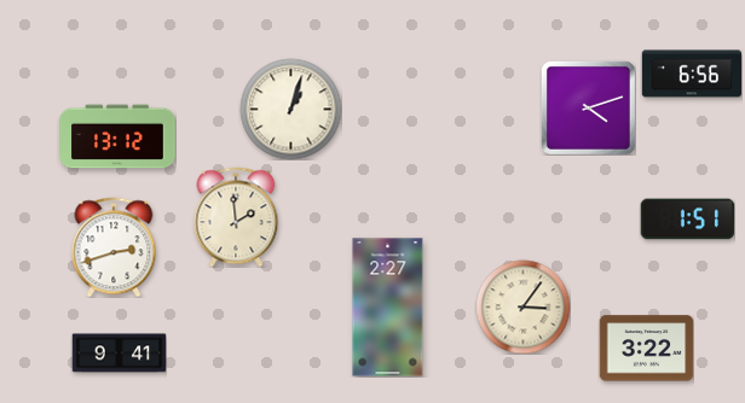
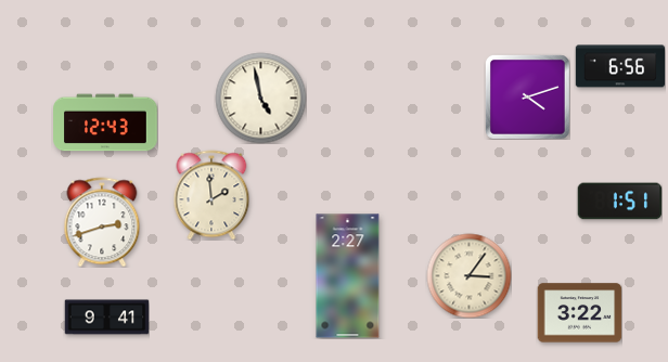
clock at (290, 109): 1:03 -> 4:58
clock at (117, 136): 13:12 -> 12:43
clock at (687, 220) position: (687, 220) -> (619, 202)
